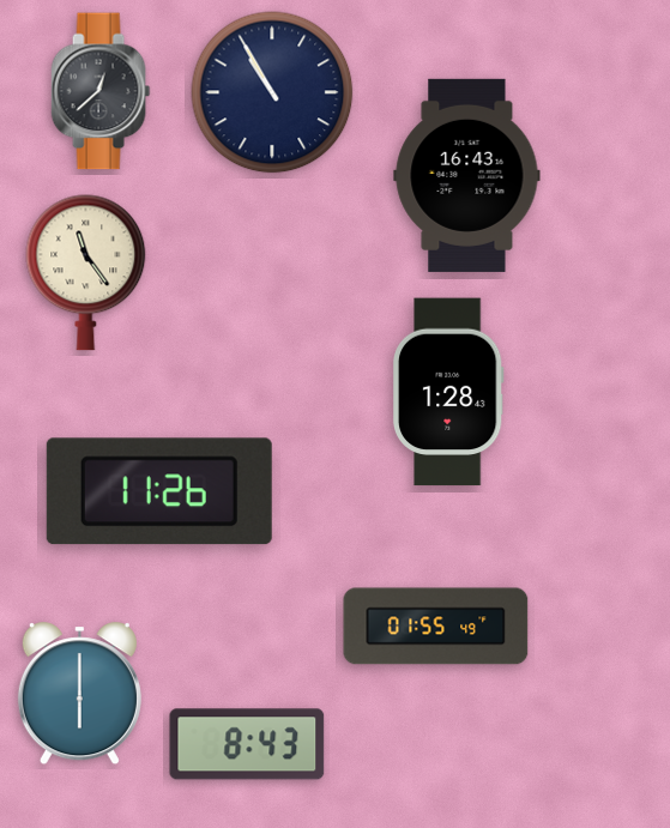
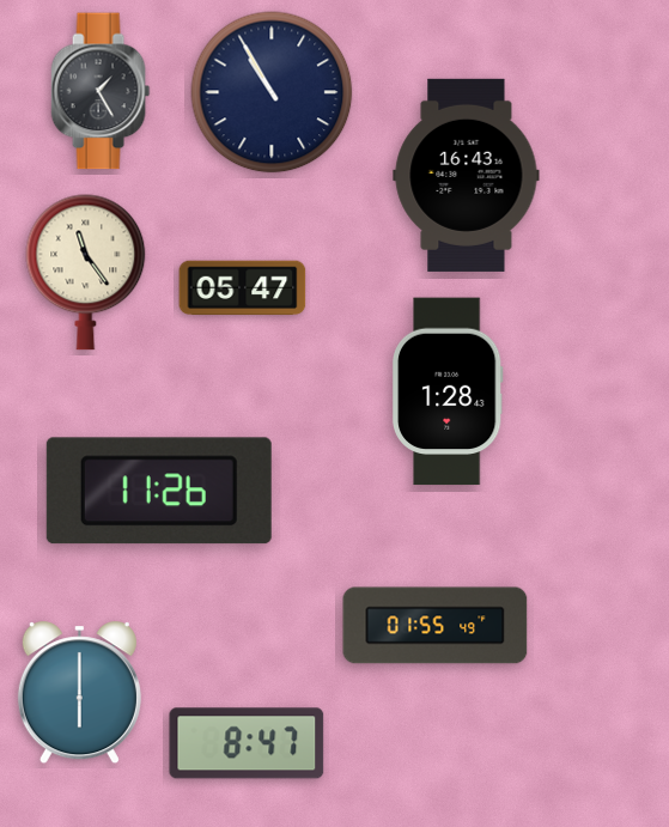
clock at (101, 91): 12:38 -> 1:25
clock at (243, 288): none -> 05:47
clock at (247, 744): 8:43 -> 8:47
